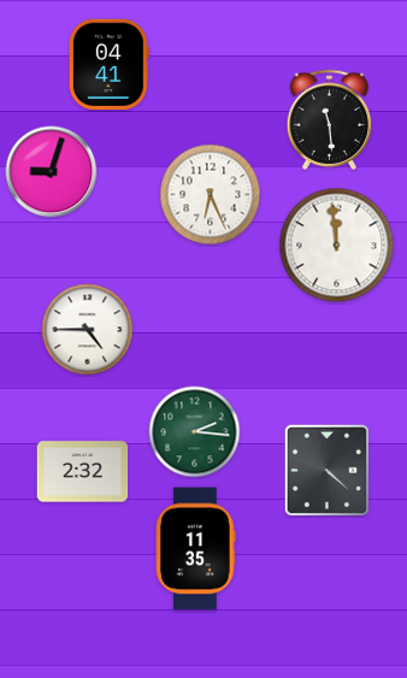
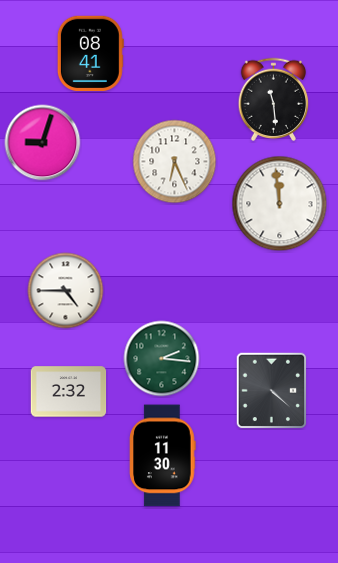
clock at (108, 65): 04:41 -> 08:41
clock at (88, 330) position: (88, 330) -> (66, 291)
clock at (196, 549): 11:35 -> 11:30
